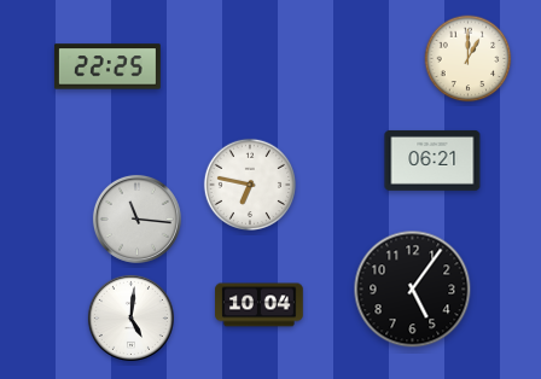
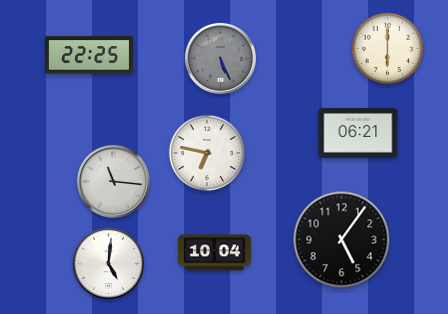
clock at (469, 59): 1:00 -> 6:00
clock at (220, 58): none -> 5:26
